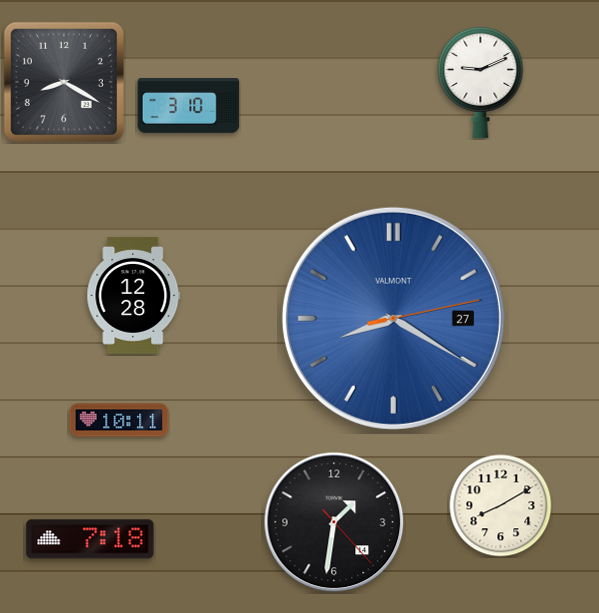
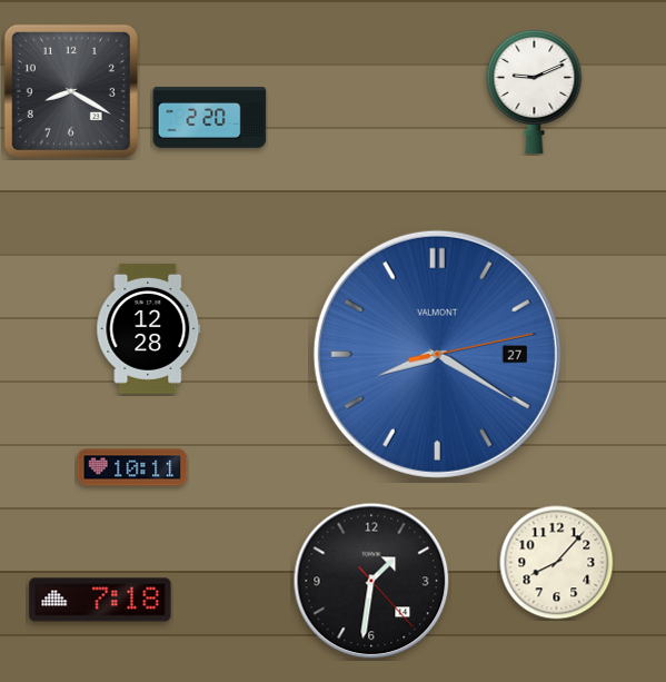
clock at (189, 106): 3:10 -> 2:20
clock at (501, 506): 8:10 -> 8:07
